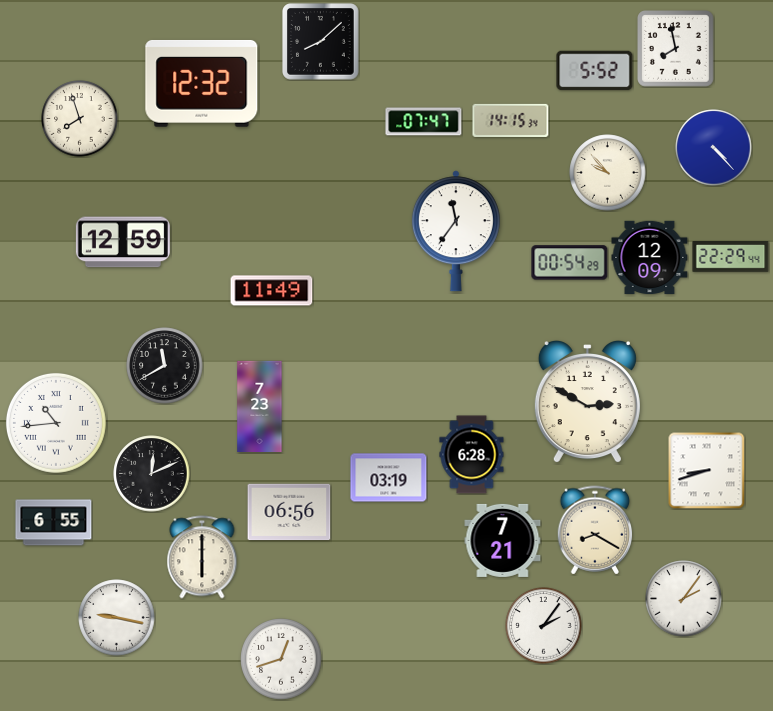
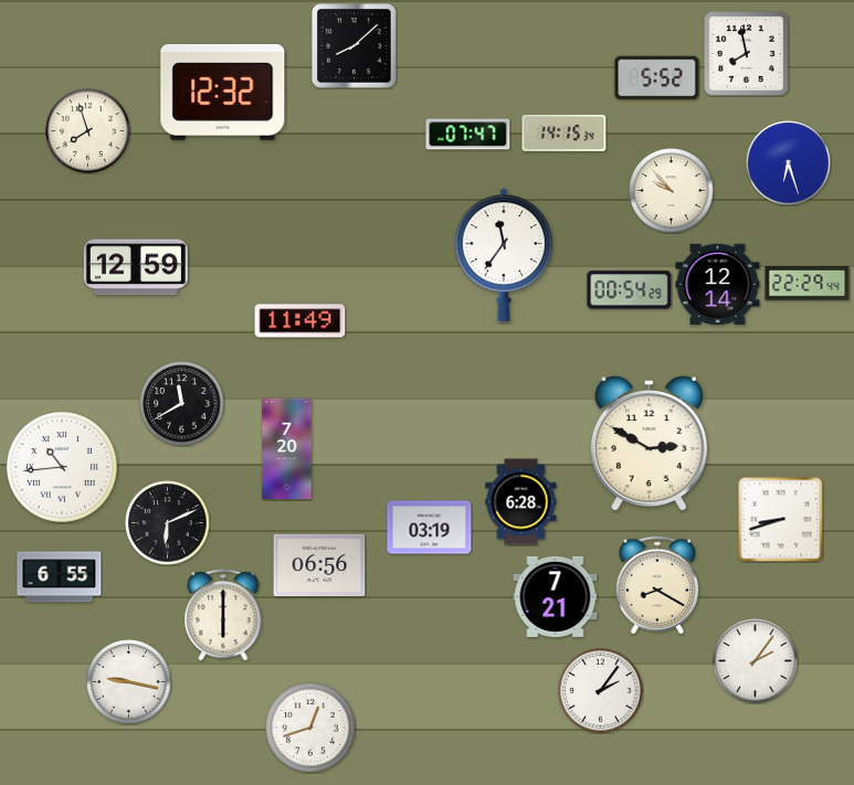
clock at (714, 148): 4:23 -> 6:27
clock at (650, 258): 12:09 -> 12:14
clock at (260, 406): 7:23 -> 7:20
clock at (152, 474): 12:11 -> 6:11
